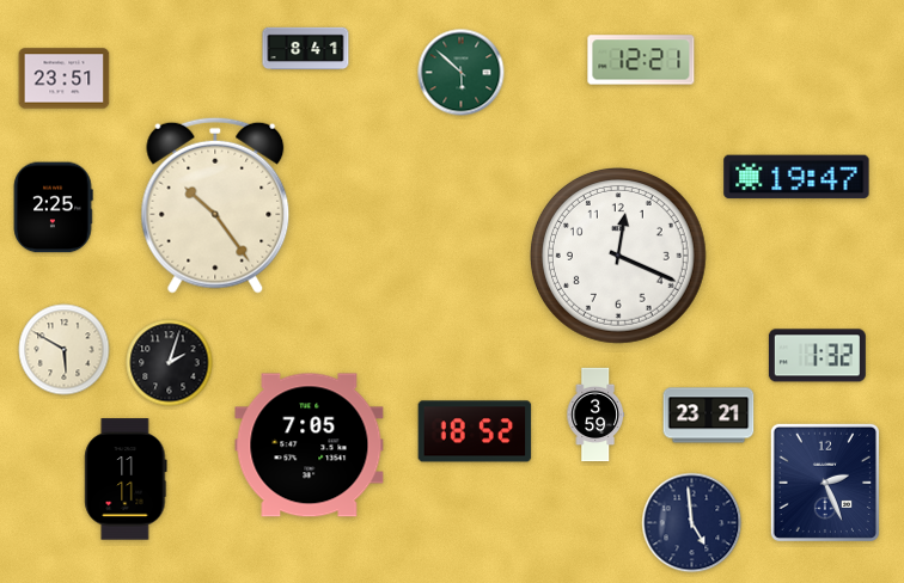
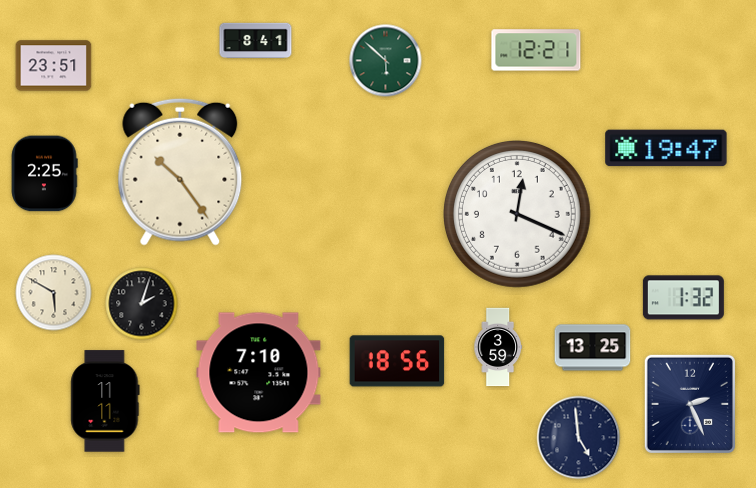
clock at (709, 416): 23:21 -> 13:25
clock at (475, 431): 18:52 -> 18:56
clock at (310, 446): 7:05 -> 7:10
